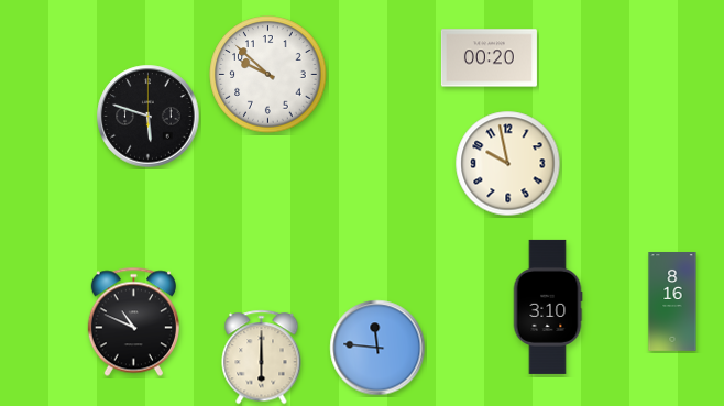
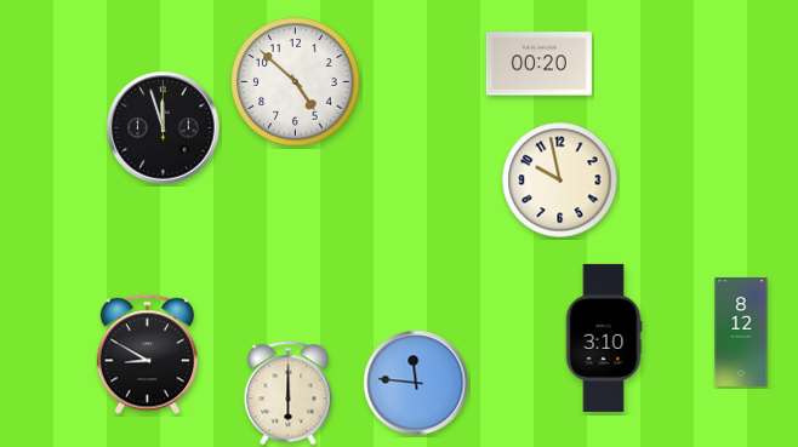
clock at (268, 75): 9:52 -> 4:52
clock at (149, 117): 5:48 -> 11:57
clock at (672, 303): 8:16 -> 8:12
clock at (133, 322): 10:49 -> 8:50
